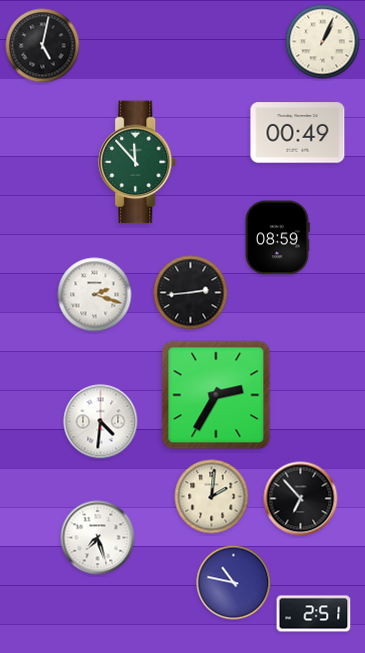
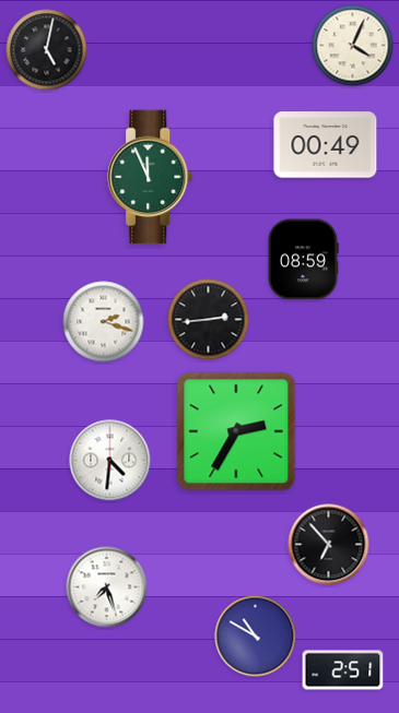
clock at (323, 42): 1:04 -> 4:04
clock at (138, 162): 11:53 -> 11:56
clock at (212, 497): 2:01 -> none
clock at (234, 583): 10:47 -> 10:50
